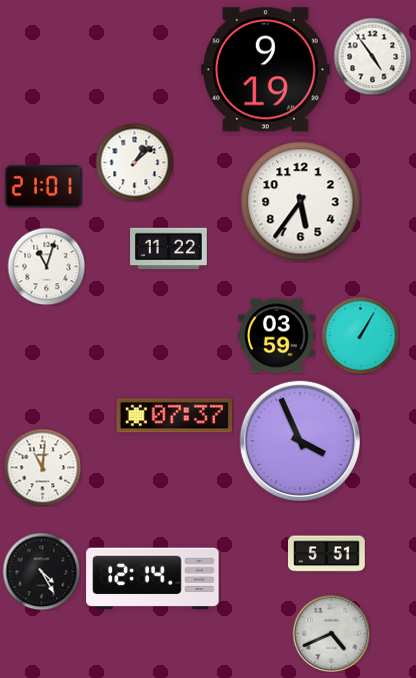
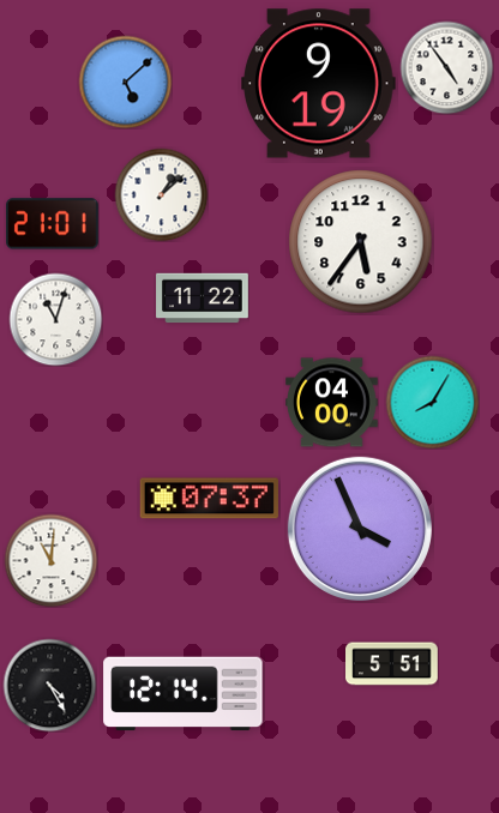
clock at (125, 82): none -> 5:08
clock at (360, 335): 1:05 -> 8:05
clock at (277, 336): 03:59 -> 04:00
clock at (331, 633): 4:41 -> none
